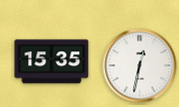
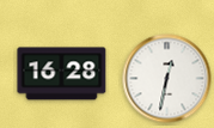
clock at (52, 62): 15:35 -> 16:28
